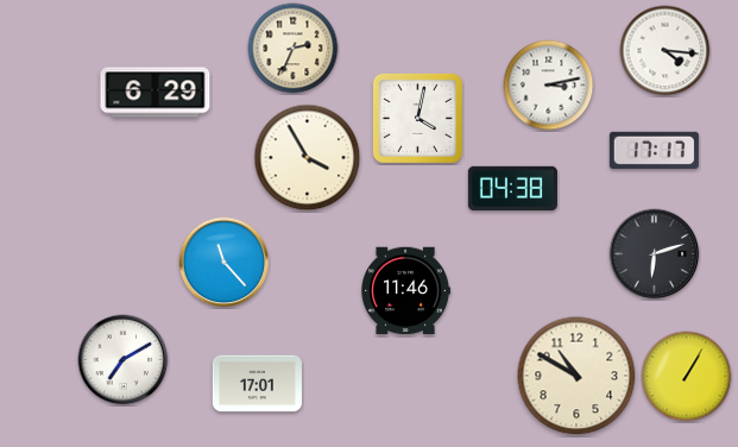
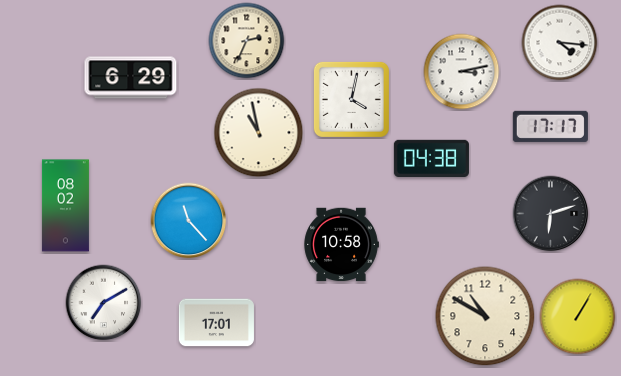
clock at (308, 158): 3:55 -> 10:58
clock at (65, 206): none -> 08:02
clock at (405, 291): 11:46 -> 10:58
